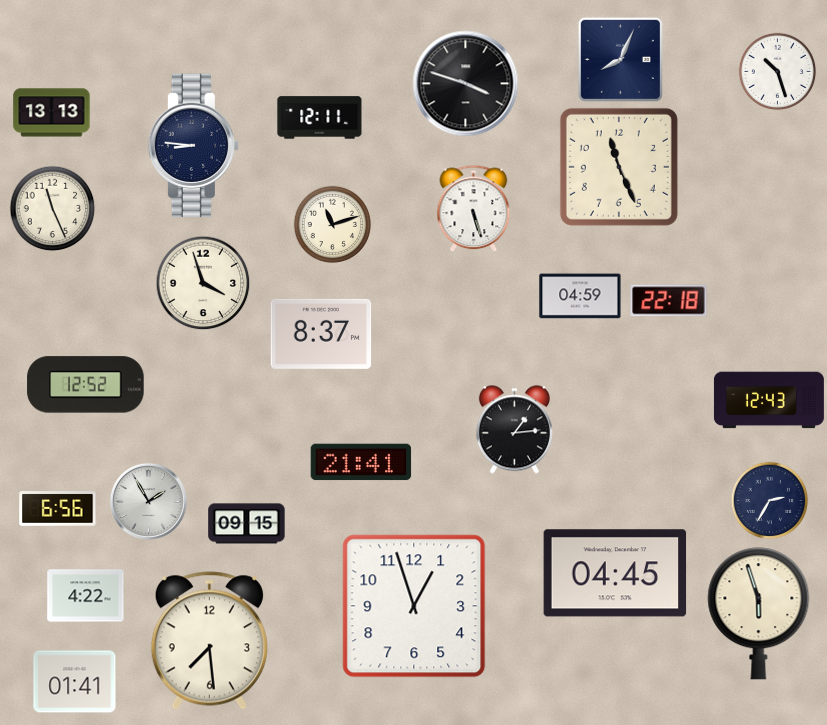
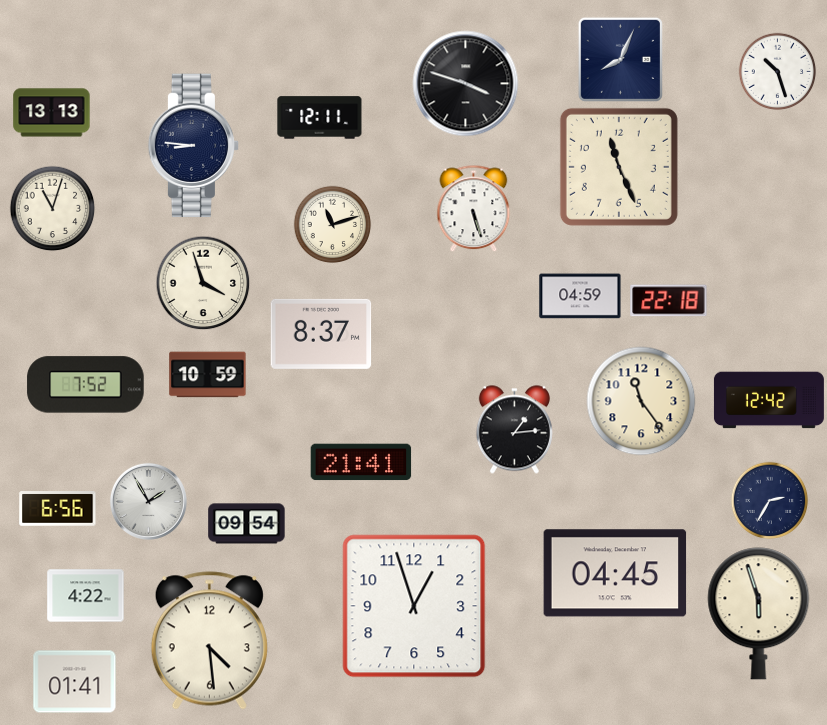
clock at (52, 208): 11:26 -> 11:03
clock at (208, 375): none -> 10:59
clock at (86, 385): 12:52 -> 7:52
clock at (769, 400): 12:43 -> 12:42
clock at (641, 401): none -> 11:24
clock at (247, 524): 09:15 -> 09:54
clock at (209, 641): 7:29 -> 4:29
